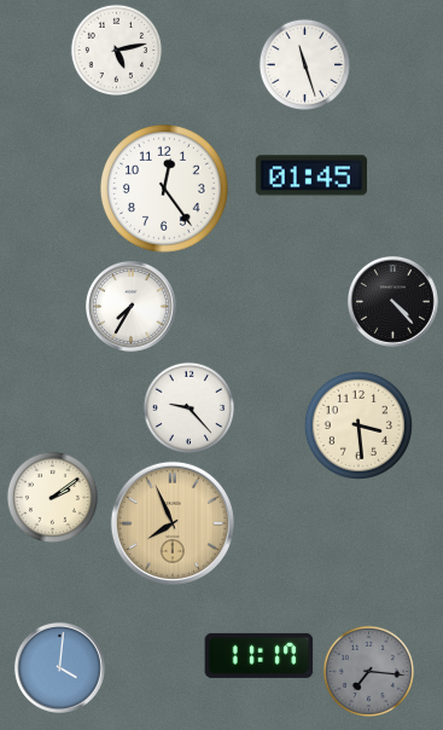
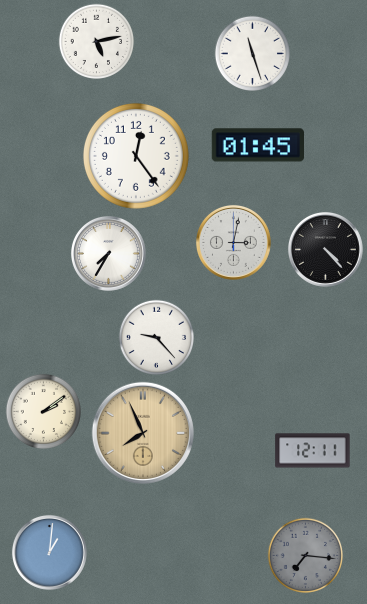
clock at (234, 243): none -> 3:02
clock at (359, 425): 3:29 -> none
clock at (313, 451): none -> 12:11
clock at (260, 655): 11:17 -> none
clock at (60, 668): 4:01 -> 1:01
